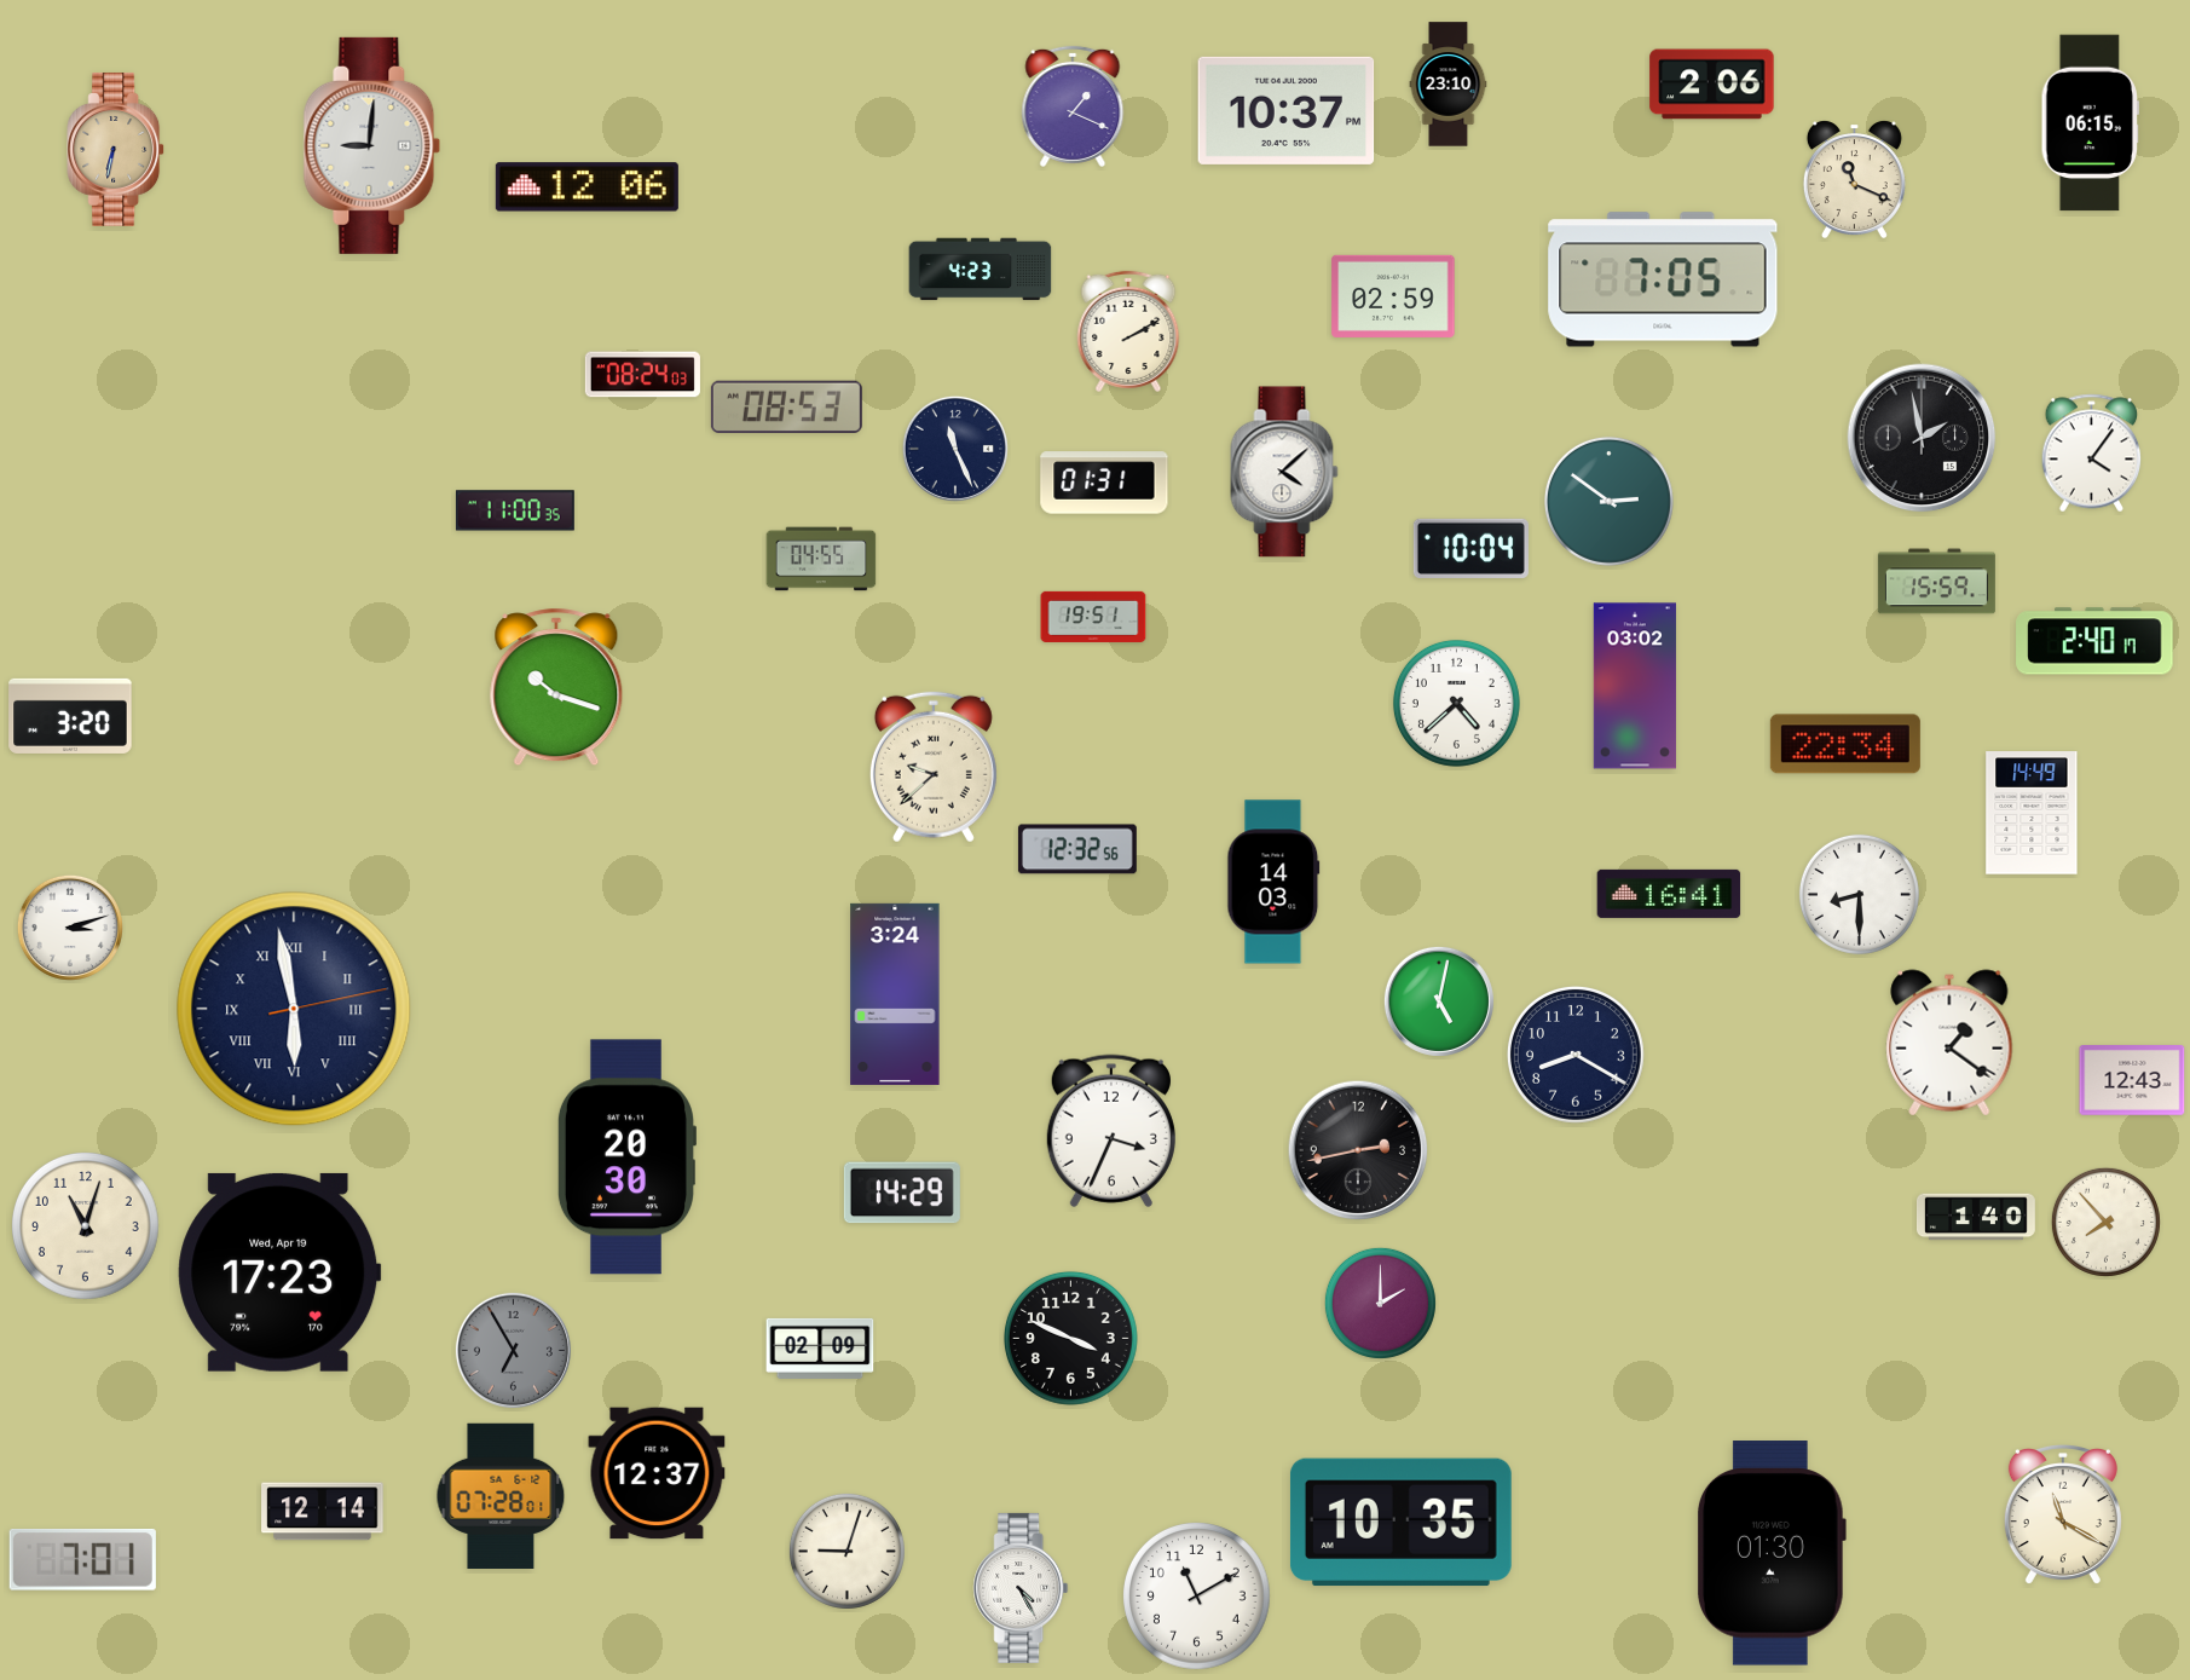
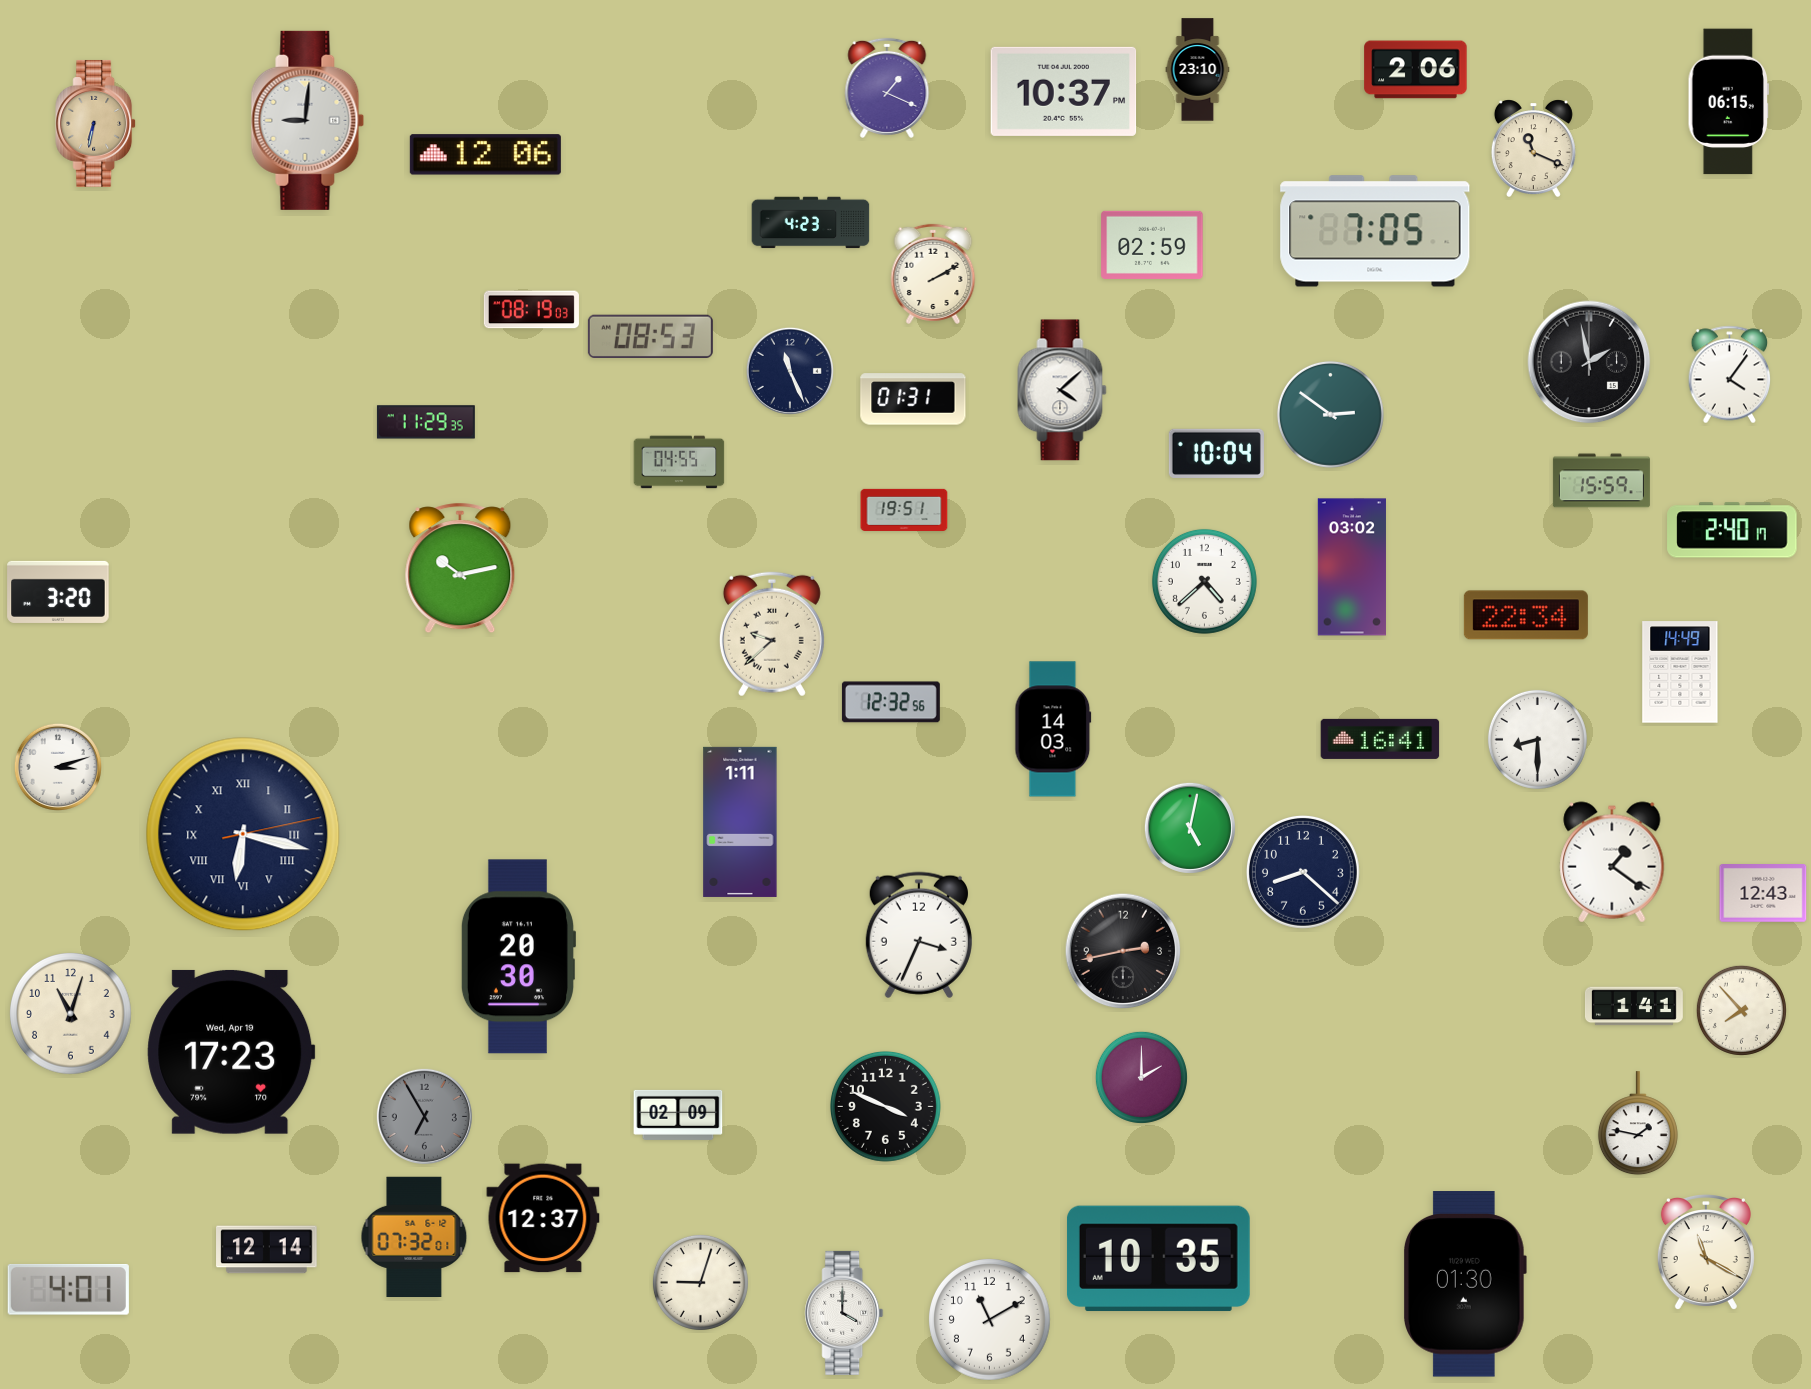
clock at (642, 375): 08:24 -> 08:19
clock at (515, 510): 11:00 -> 11:29
clock at (556, 687): 10:18 -> 10:13
clock at (895, 994): 3:24 -> 1:11
clock at (294, 1009): 5:58 -> 6:17
clock at (1576, 1055): 8:20 -> 8:22
clock at (902, 1193): 14:29 -> none
clock at (1976, 1217): 1:40 -> 1:41
clock at (1638, 1124): none -> 1:47
clock at (501, 1495): 07:28 -> 07:32
clock at (82, 1559): 7:01 -> 4:01
clock at (1021, 1588): 4:25 -> 4:00
